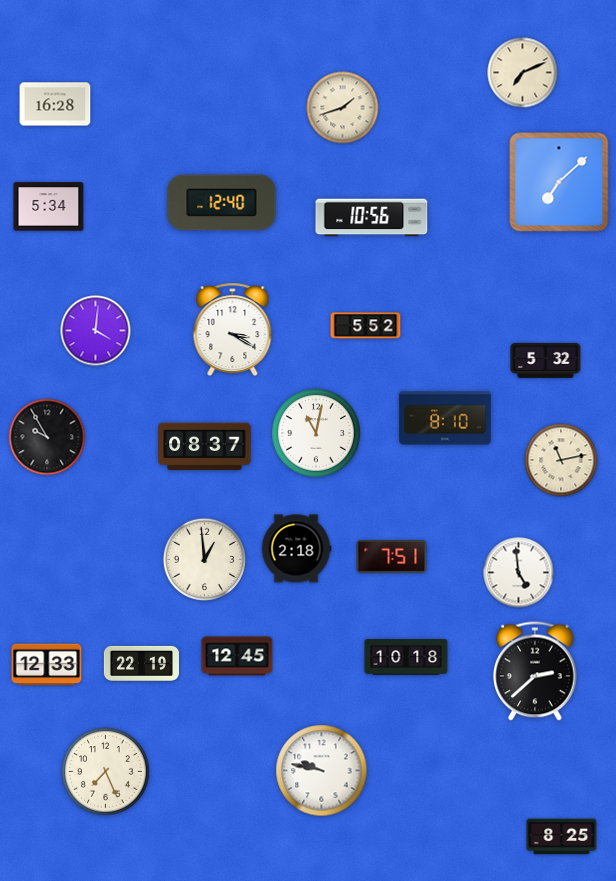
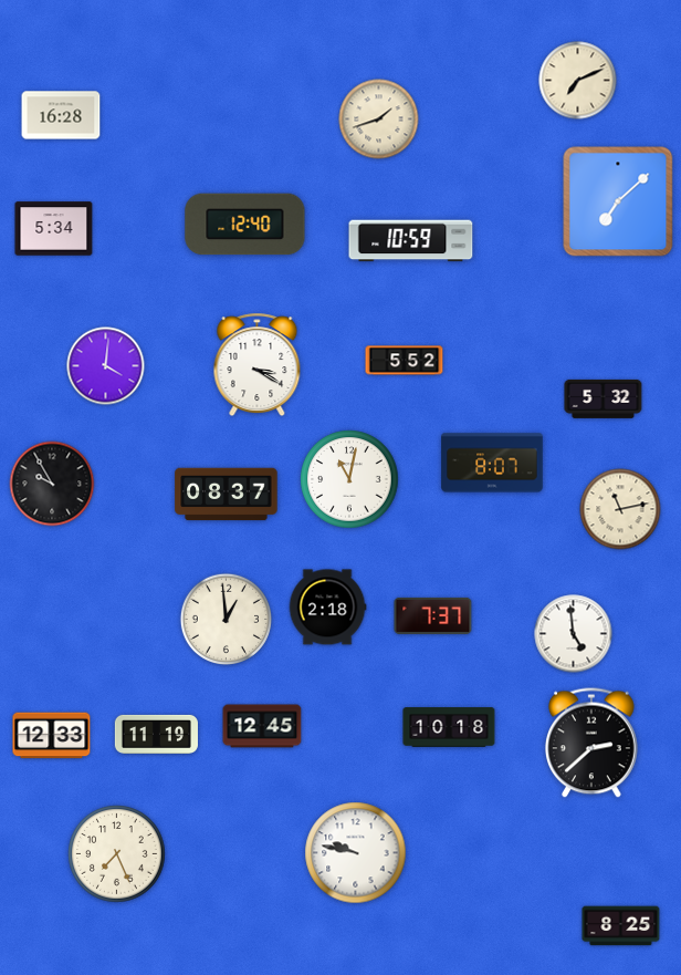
clock at (372, 218): 10:56 -> 10:59
clock at (445, 418): 8:10 -> 8:07
clock at (392, 556): 7:51 -> 7:37
clock at (141, 663): 22:19 -> 11:19
